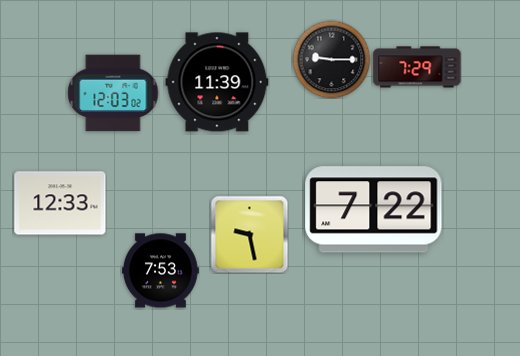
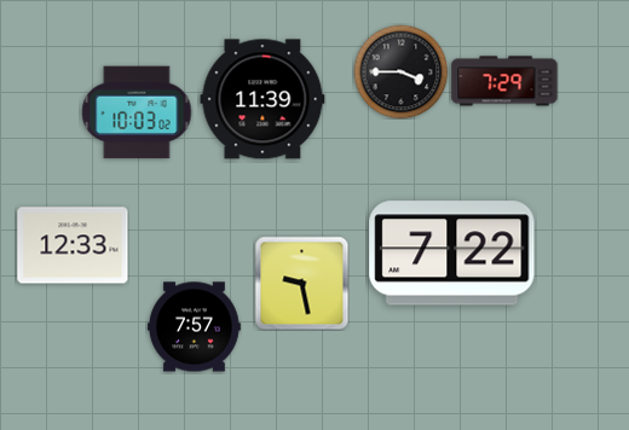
clock at (331, 59): 9:15 -> 3:45
clock at (113, 93): 12:03 -> 10:03
clock at (161, 271): 7:53 -> 7:57
